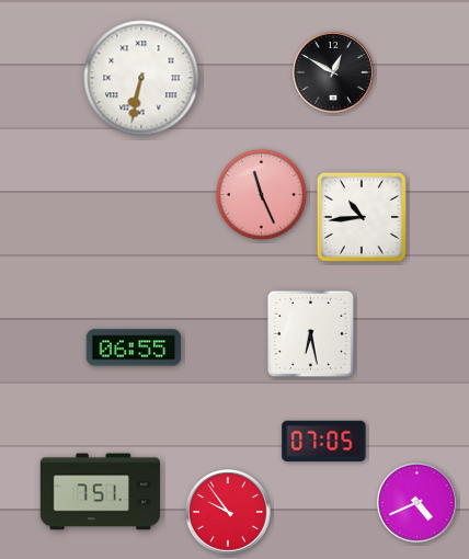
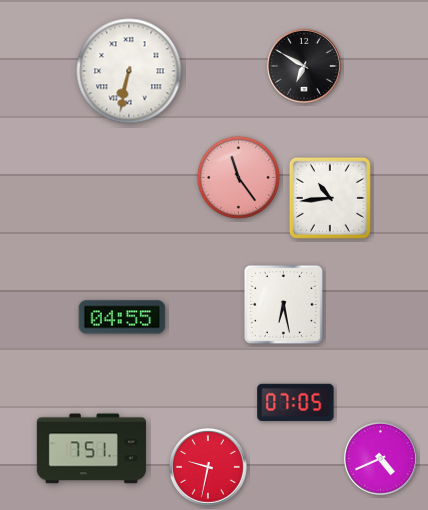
clock at (333, 72): 12:50 -> 6:50
clock at (261, 194): 11:26 -> 11:24
clock at (134, 347): 06:55 -> 04:55
clock at (229, 513): 9:54 -> 9:32
